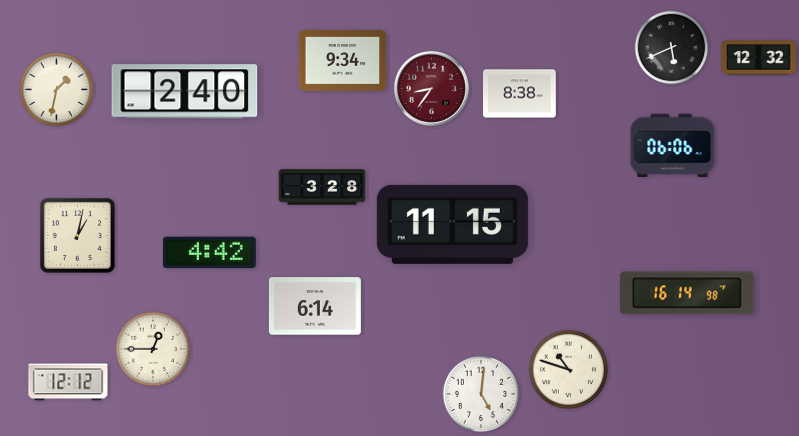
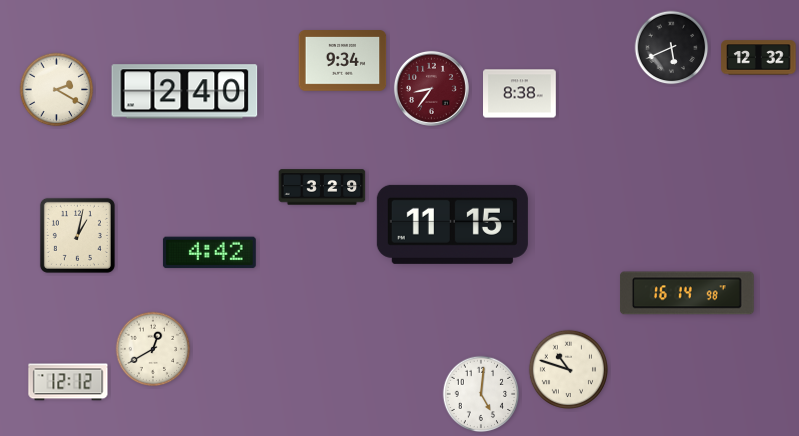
clock at (57, 90): 1:32 -> 2:20
clock at (673, 145): 06:06 -> none
clock at (322, 187): 3:28 -> 3:29
clock at (315, 306): 6:14 -> none
clock at (153, 349): 12:45 -> 12:40
